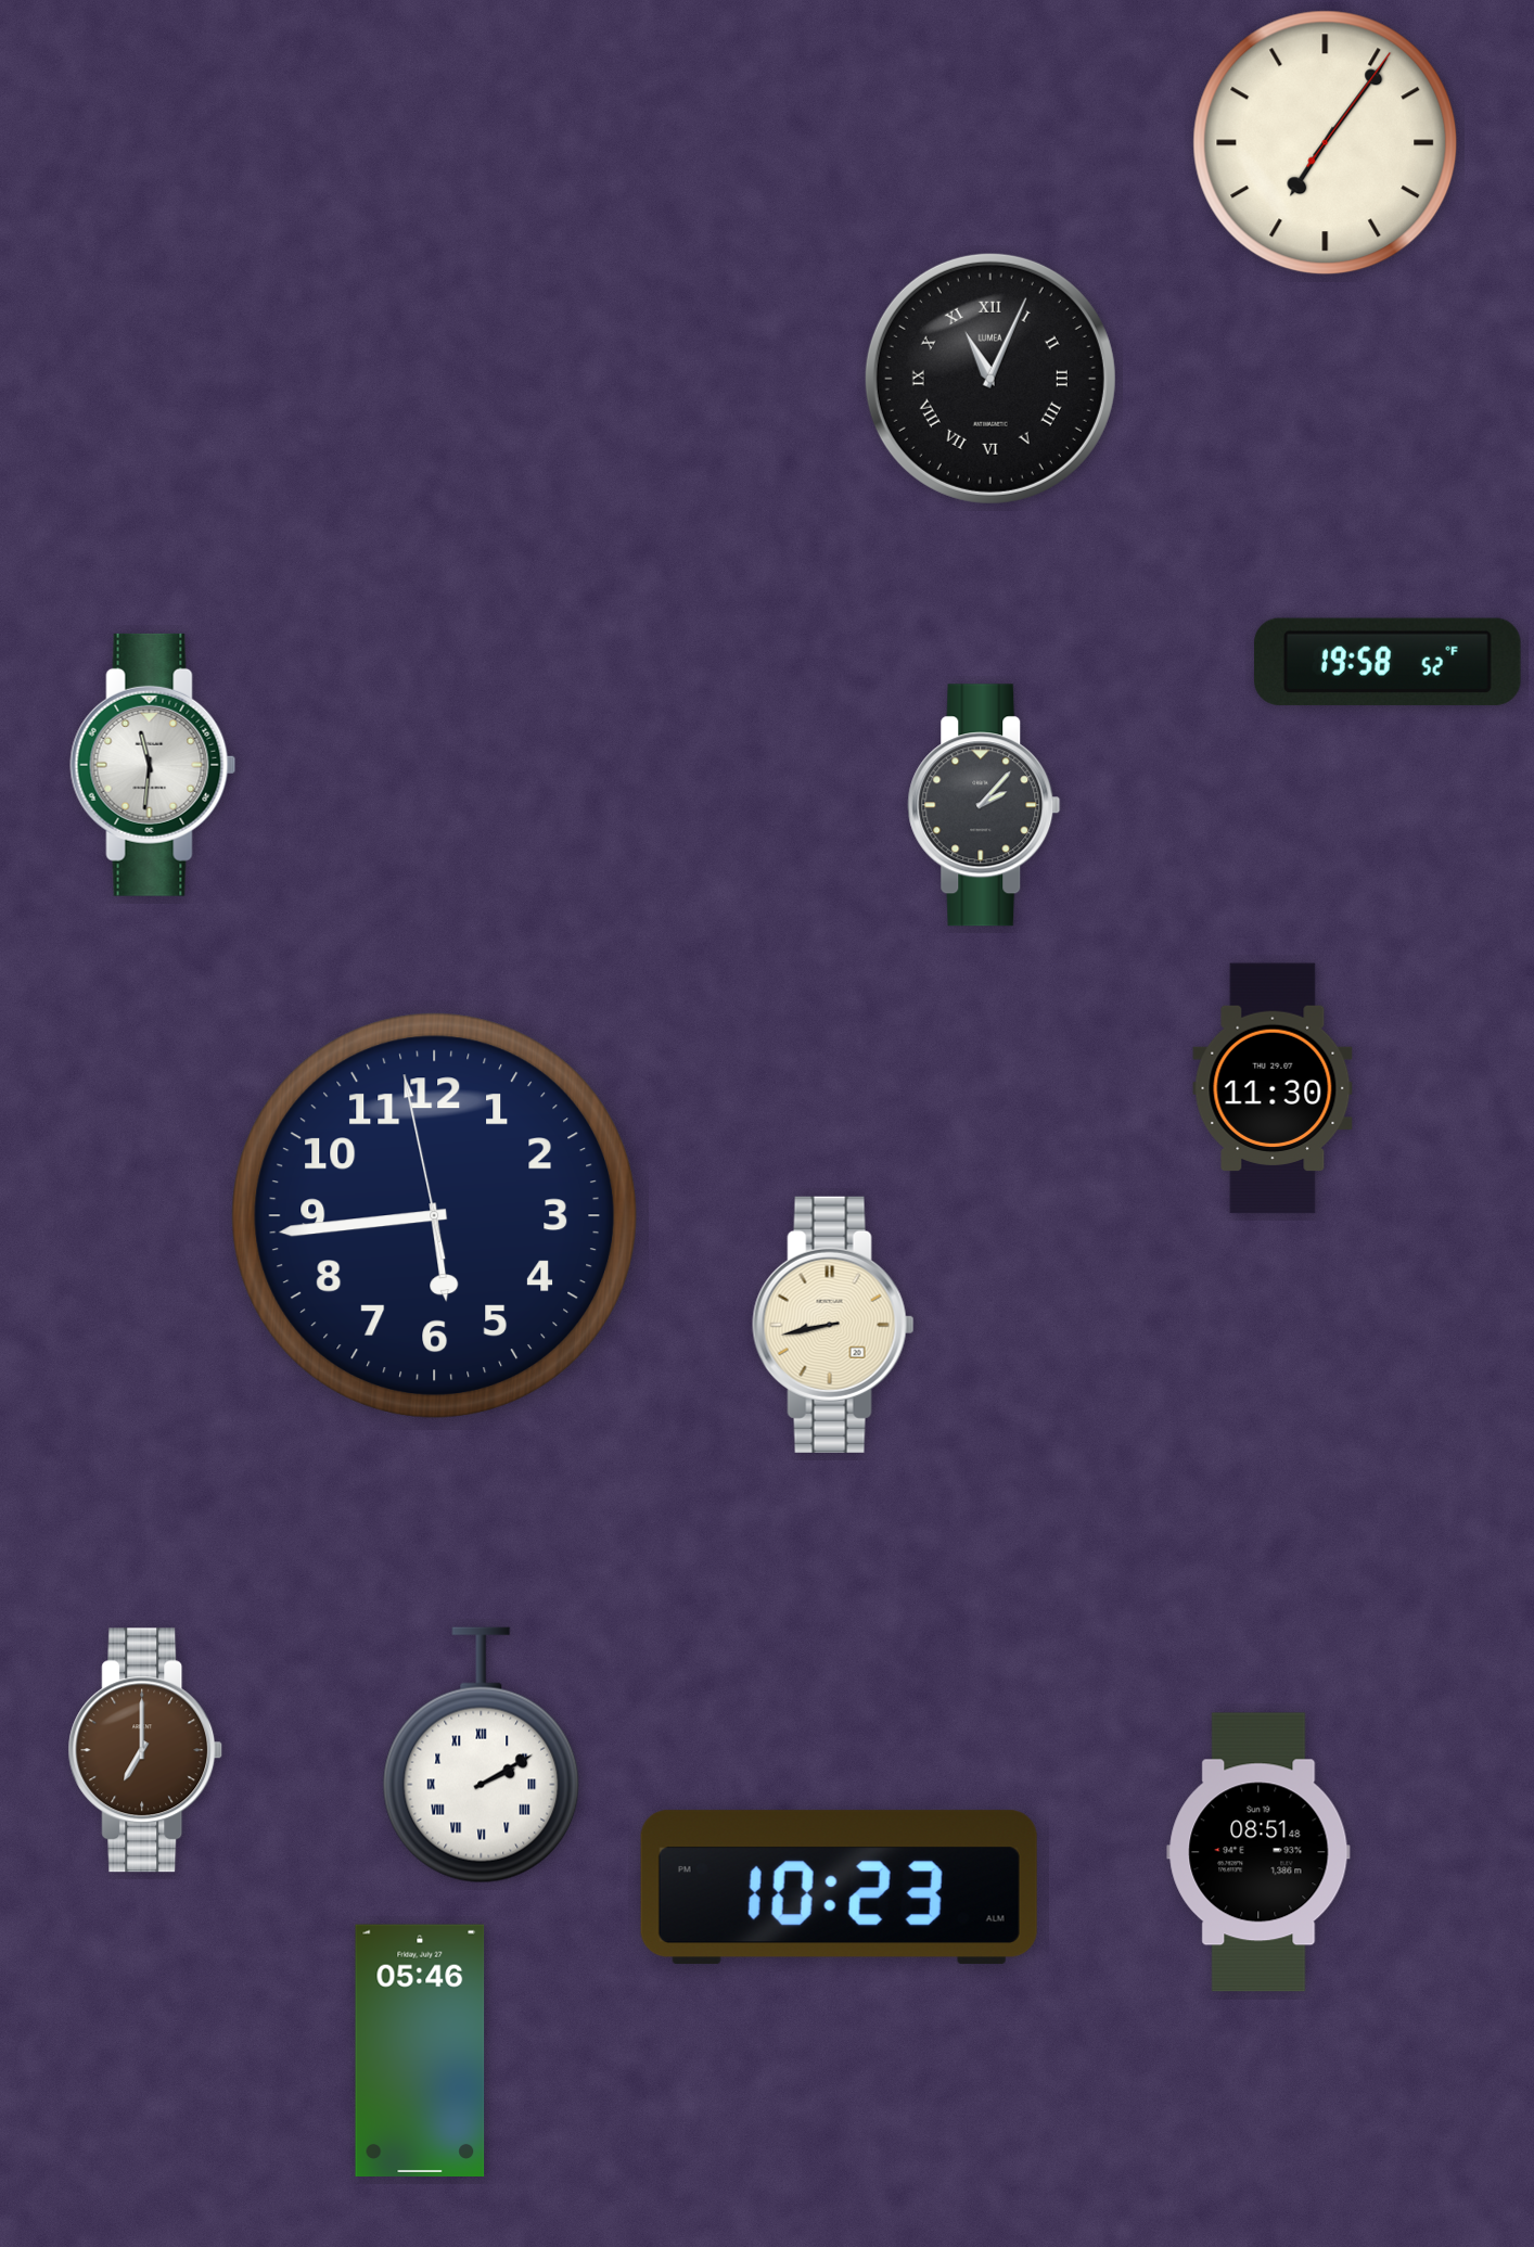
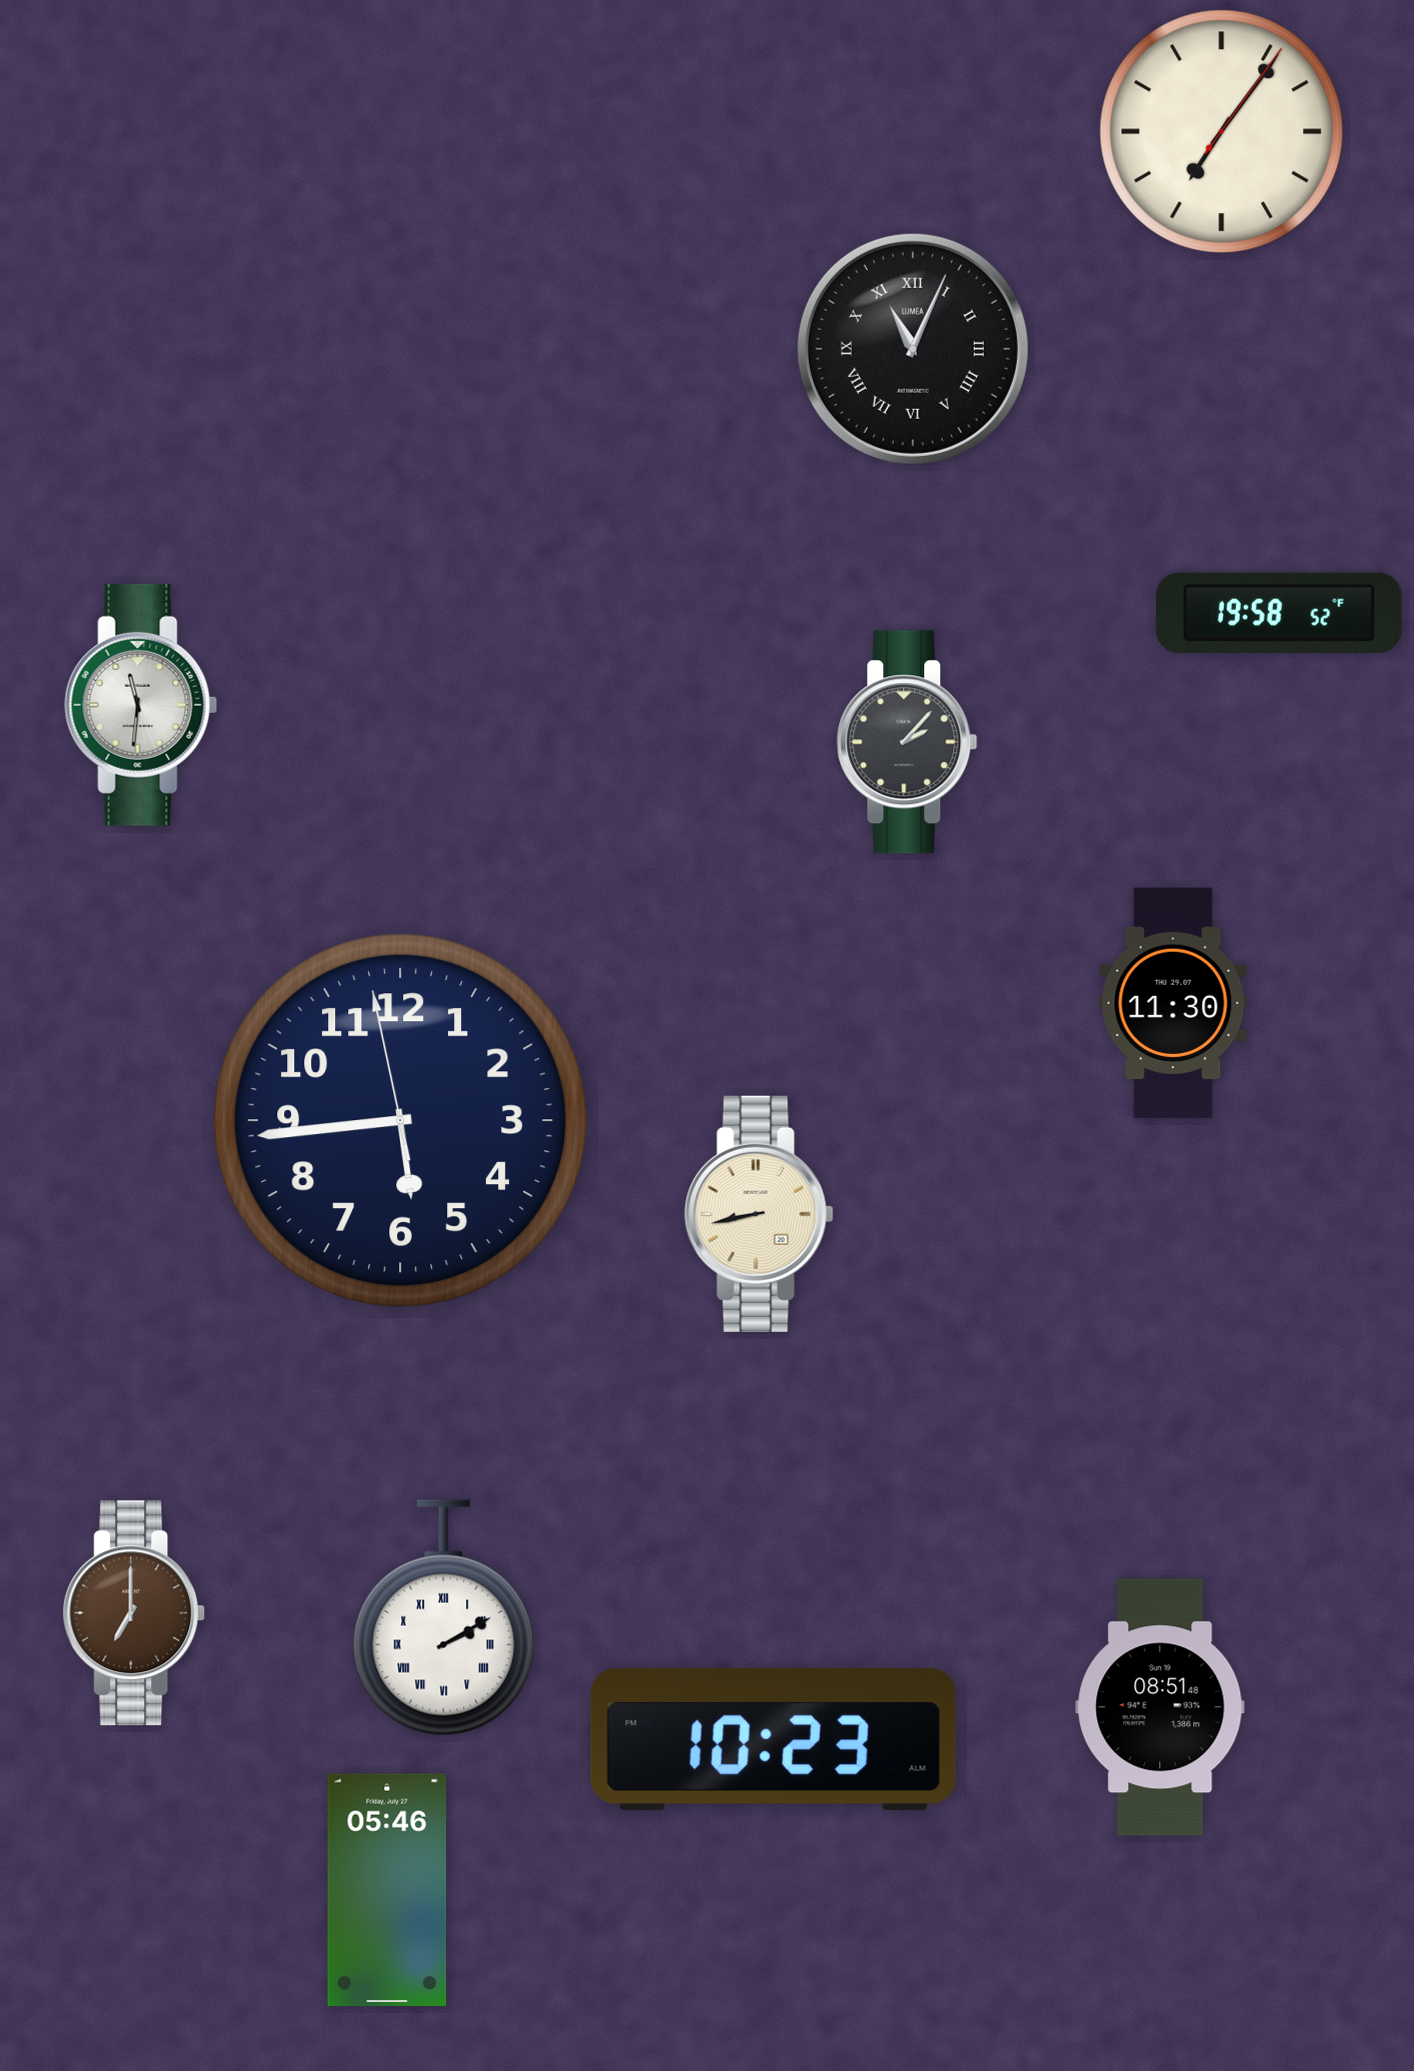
clock at (1389, 662) position: (1389, 662) -> (1280, 613)
clock at (833, 1325) position: (833, 1325) -> (759, 1214)
